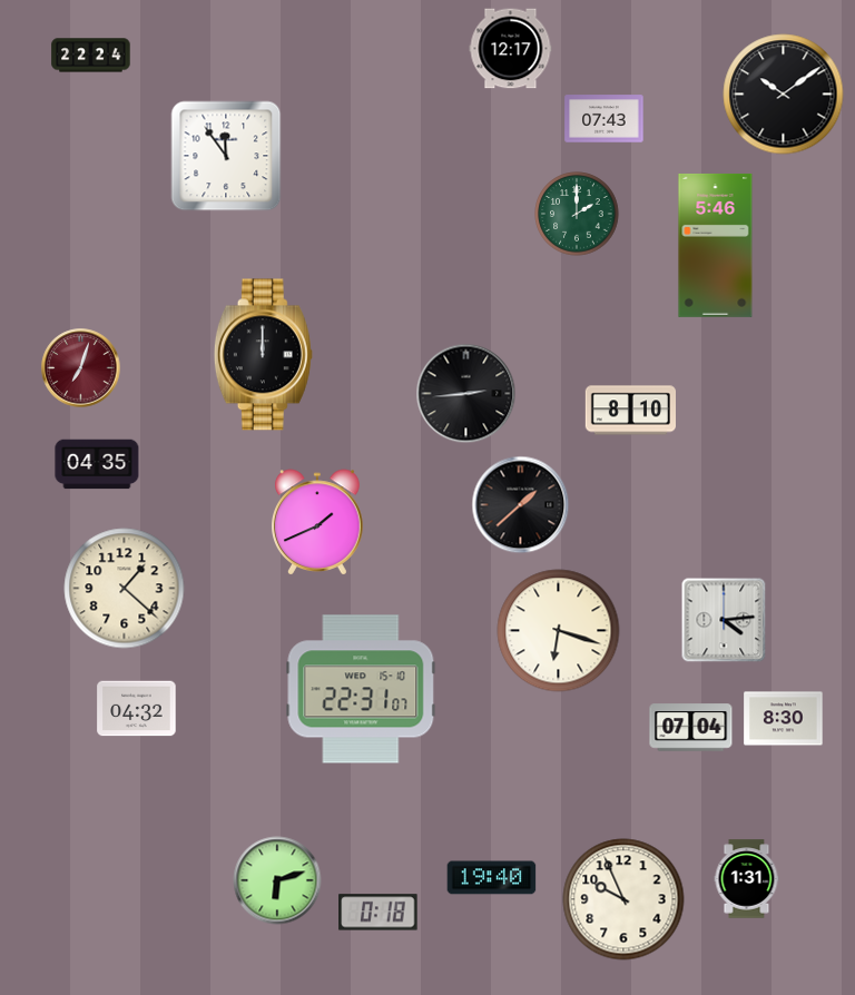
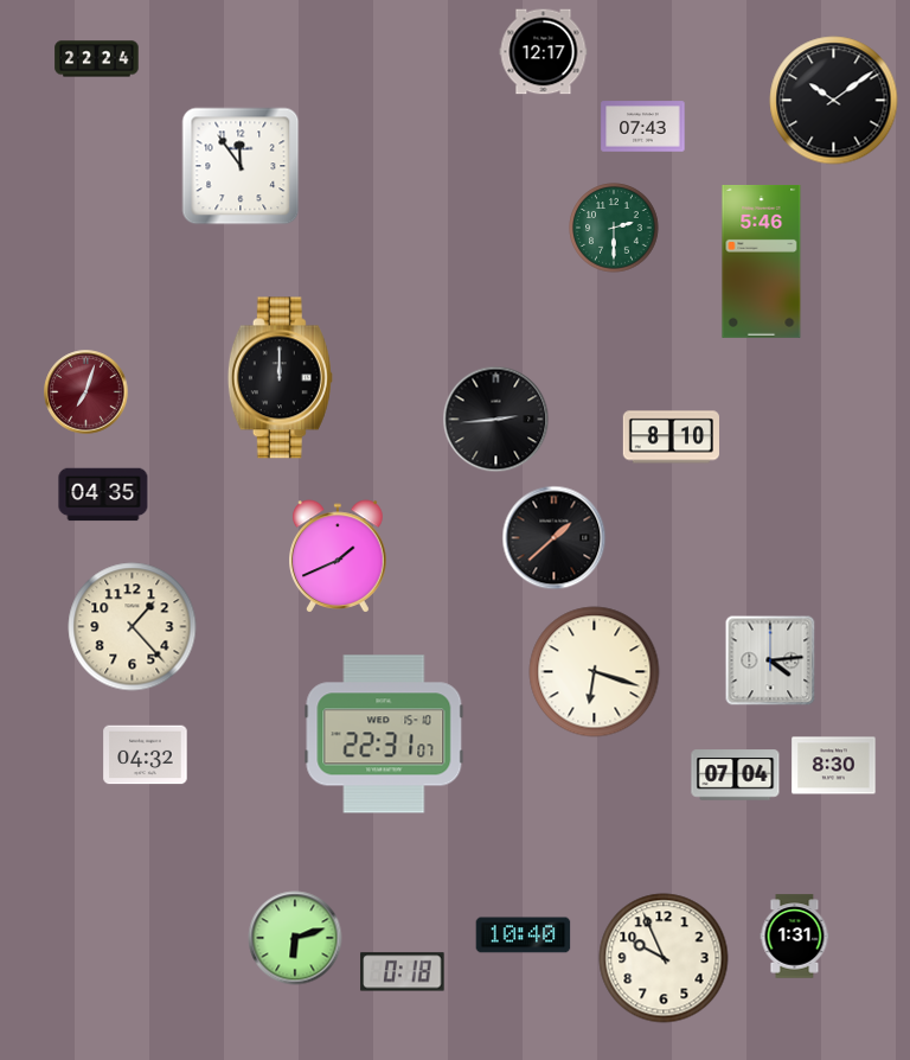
clock at (577, 214): 2:00 -> 2:30
clock at (125, 589): 1:22 -> 1:23
clock at (492, 878): 19:40 -> 10:40
